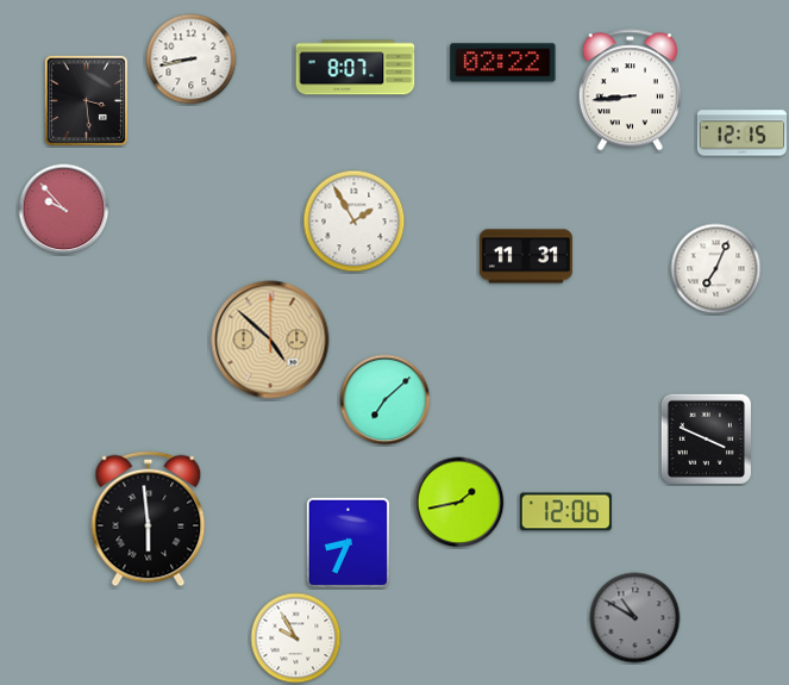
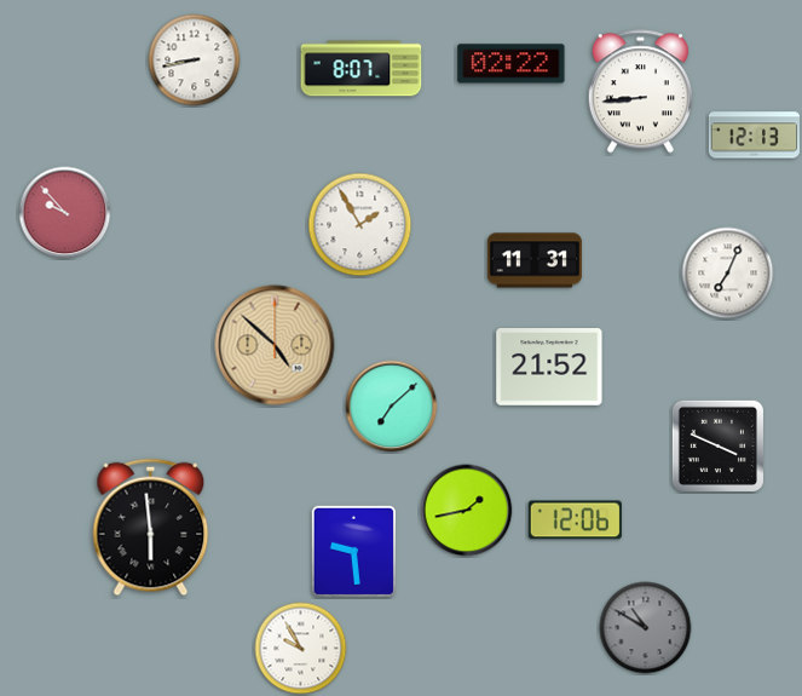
clock at (86, 100): 3:29 -> none
clock at (741, 133): 12:15 -> 12:13
clock at (549, 368): none -> 21:52
clock at (347, 542): 8:34 -> 9:29
